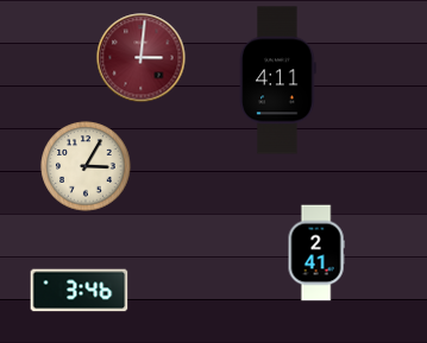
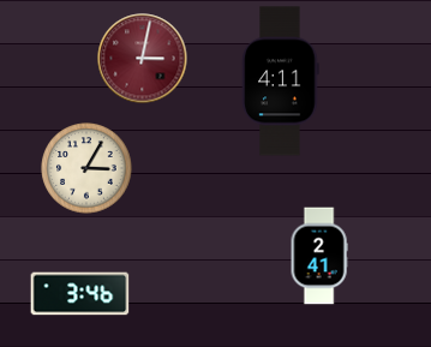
clock at (142, 58): 3:01 -> 3:02
